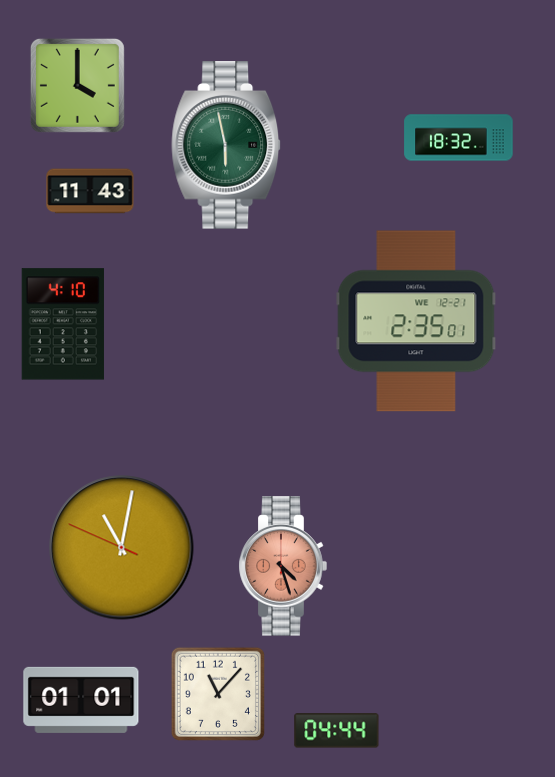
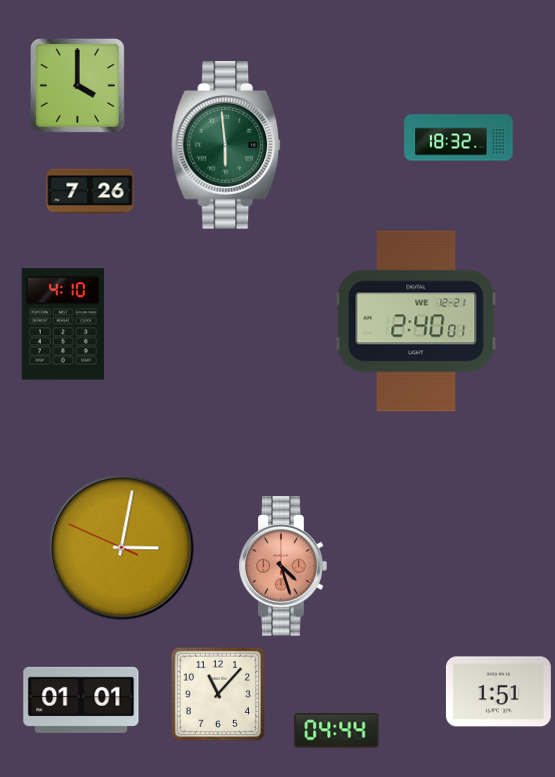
clock at (227, 145): 5:58 -> 5:59
clock at (90, 191): 11:43 -> 7:26
clock at (416, 321): 2:35 -> 2:40
clock at (122, 548): 11:01 -> 3:01
clock at (498, 692): none -> 1:51
